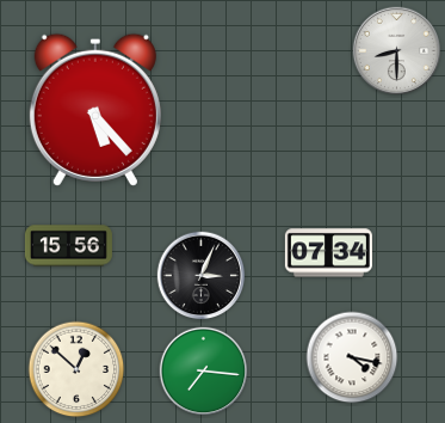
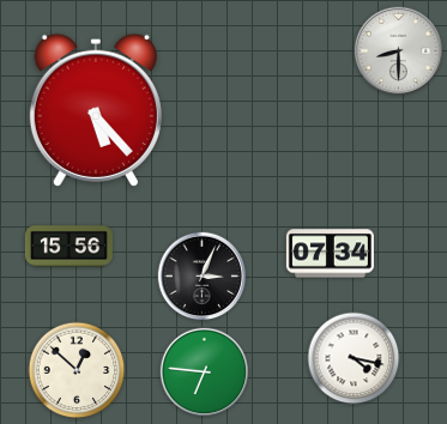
clock at (204, 372): 7:16 -> 6:46
